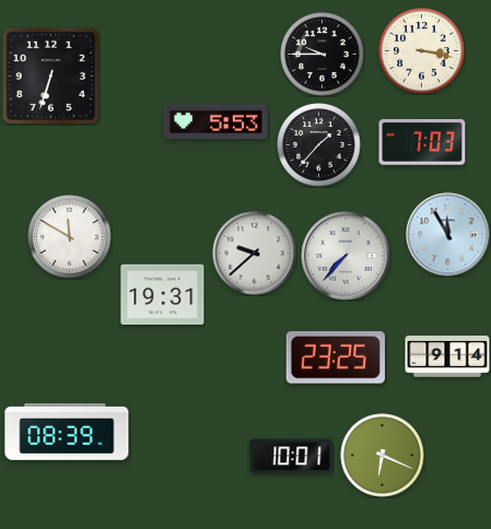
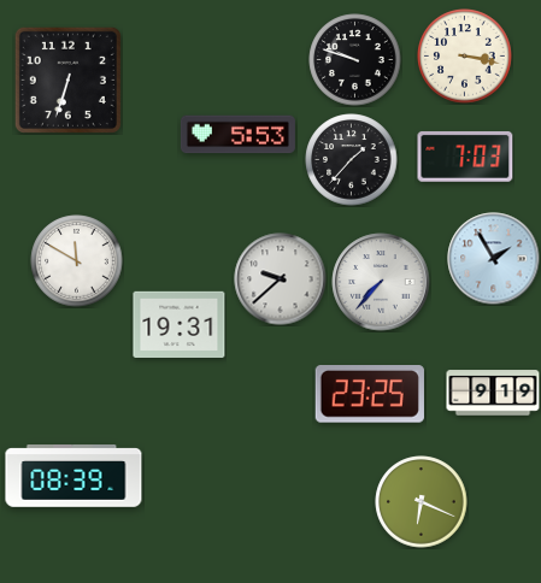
clock at (323, 55): 9:45 -> 9:48
clock at (50, 75) position: (50, 75) -> (67, 79)
clock at (448, 235): 11:55 -> 1:55
clock at (447, 356): 9:14 -> 9:19
clock at (292, 457): 10:01 -> none
